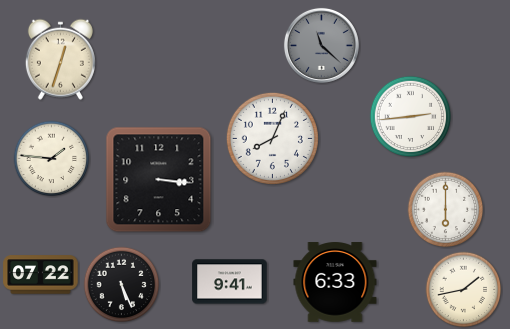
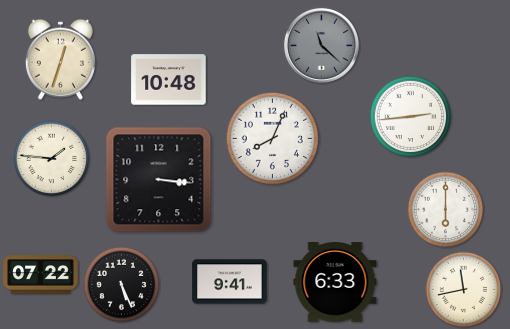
clock at (169, 80): none -> 10:48
clock at (464, 290): 1:43 -> 11:43
